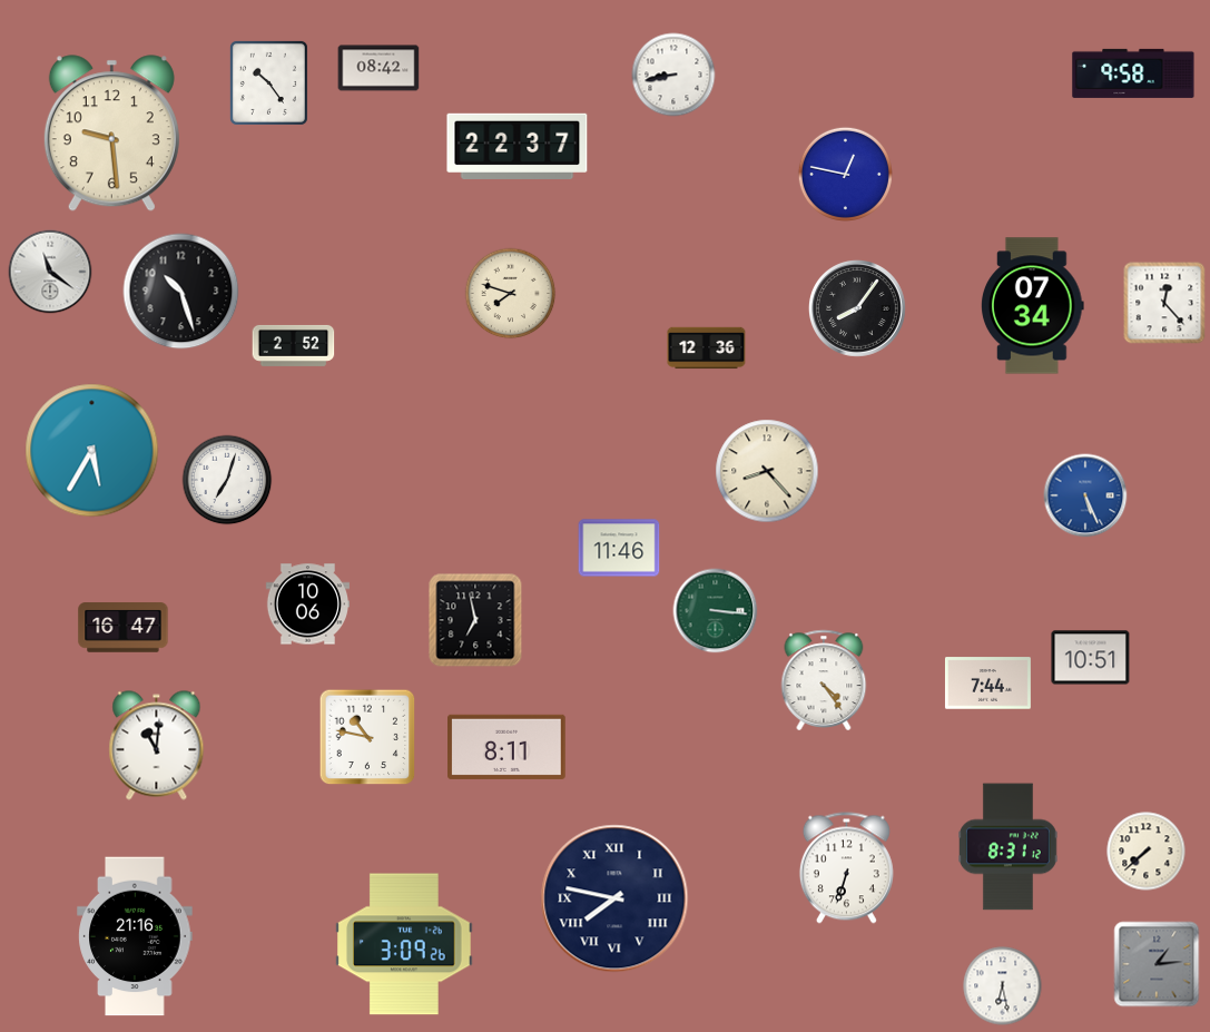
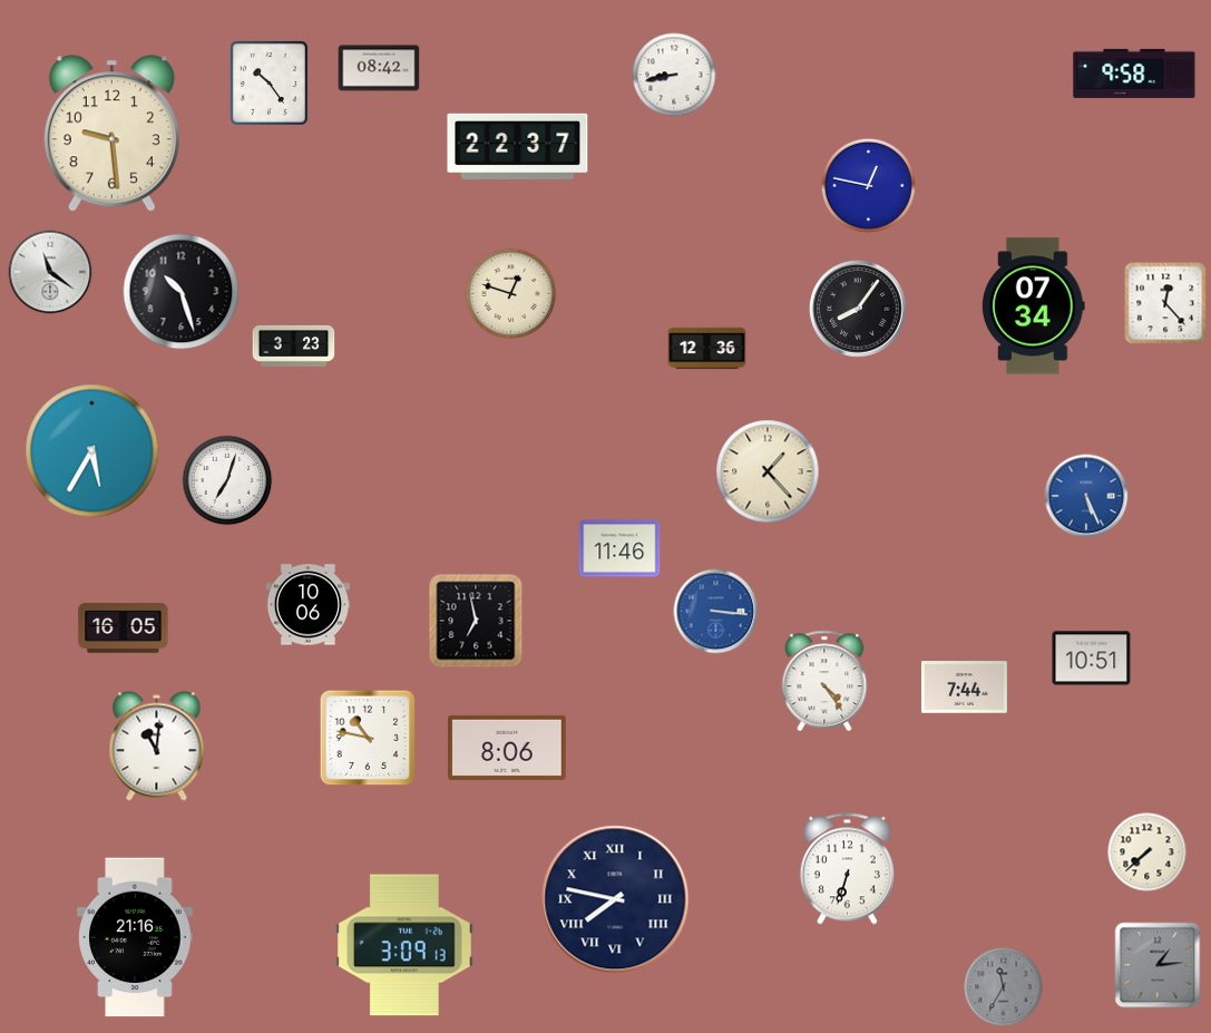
clock at (845, 174) position: (845, 174) -> (868, 185)
clock at (511, 294): 7:48 -> 12:48
clock at (294, 345): 2:52 -> 3:23
clock at (767, 471): 8:23 -> 1:23
clock at (716, 611) dial: green -> blue
clock at (124, 628): 16:47 -> 16:05
clock at (987, 684) position: (987, 684) -> (964, 688)
clock at (508, 747): 8:11 -> 8:06
clock at (1009, 847): 8:31 -> none
clock at (405, 944): 3:09:26 -> 3:09:13
clock at (1003, 986): 6:28 -> 11:35
clock at (1003, 986) dial: white -> grey
